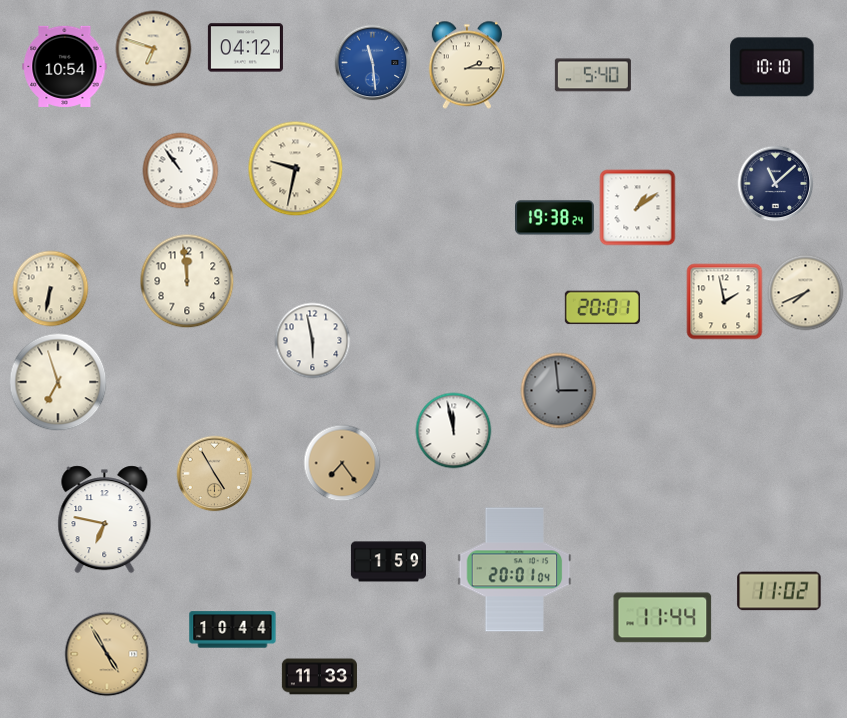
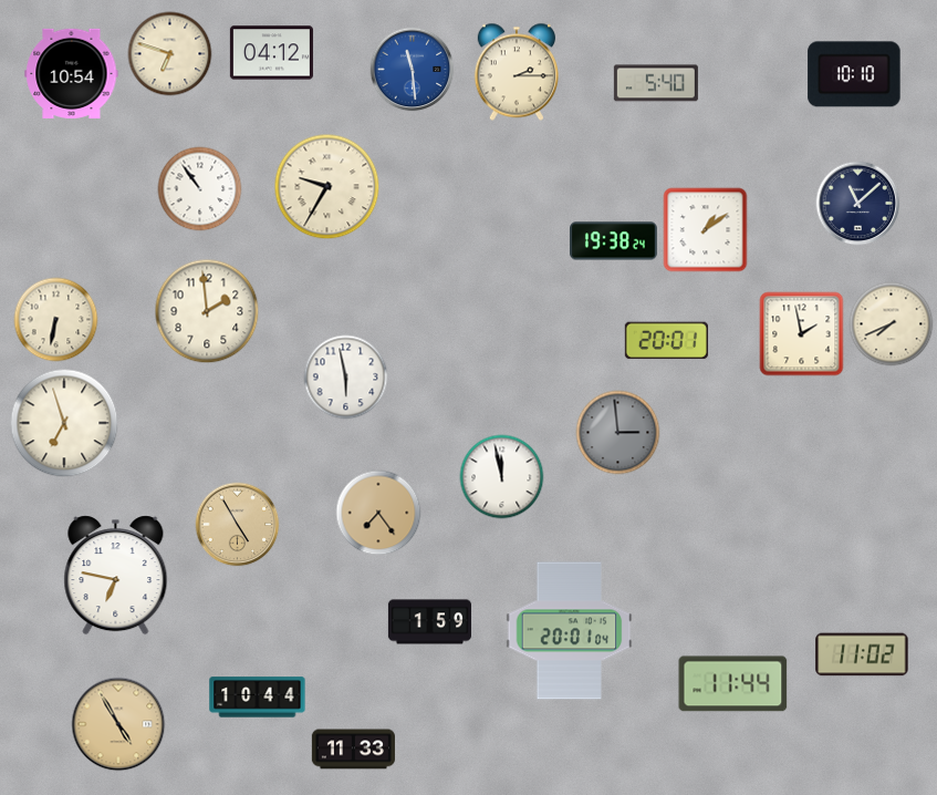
clock at (296, 169): 9:32 -> 9:35
clock at (187, 281): 11:59 -> 1:59
